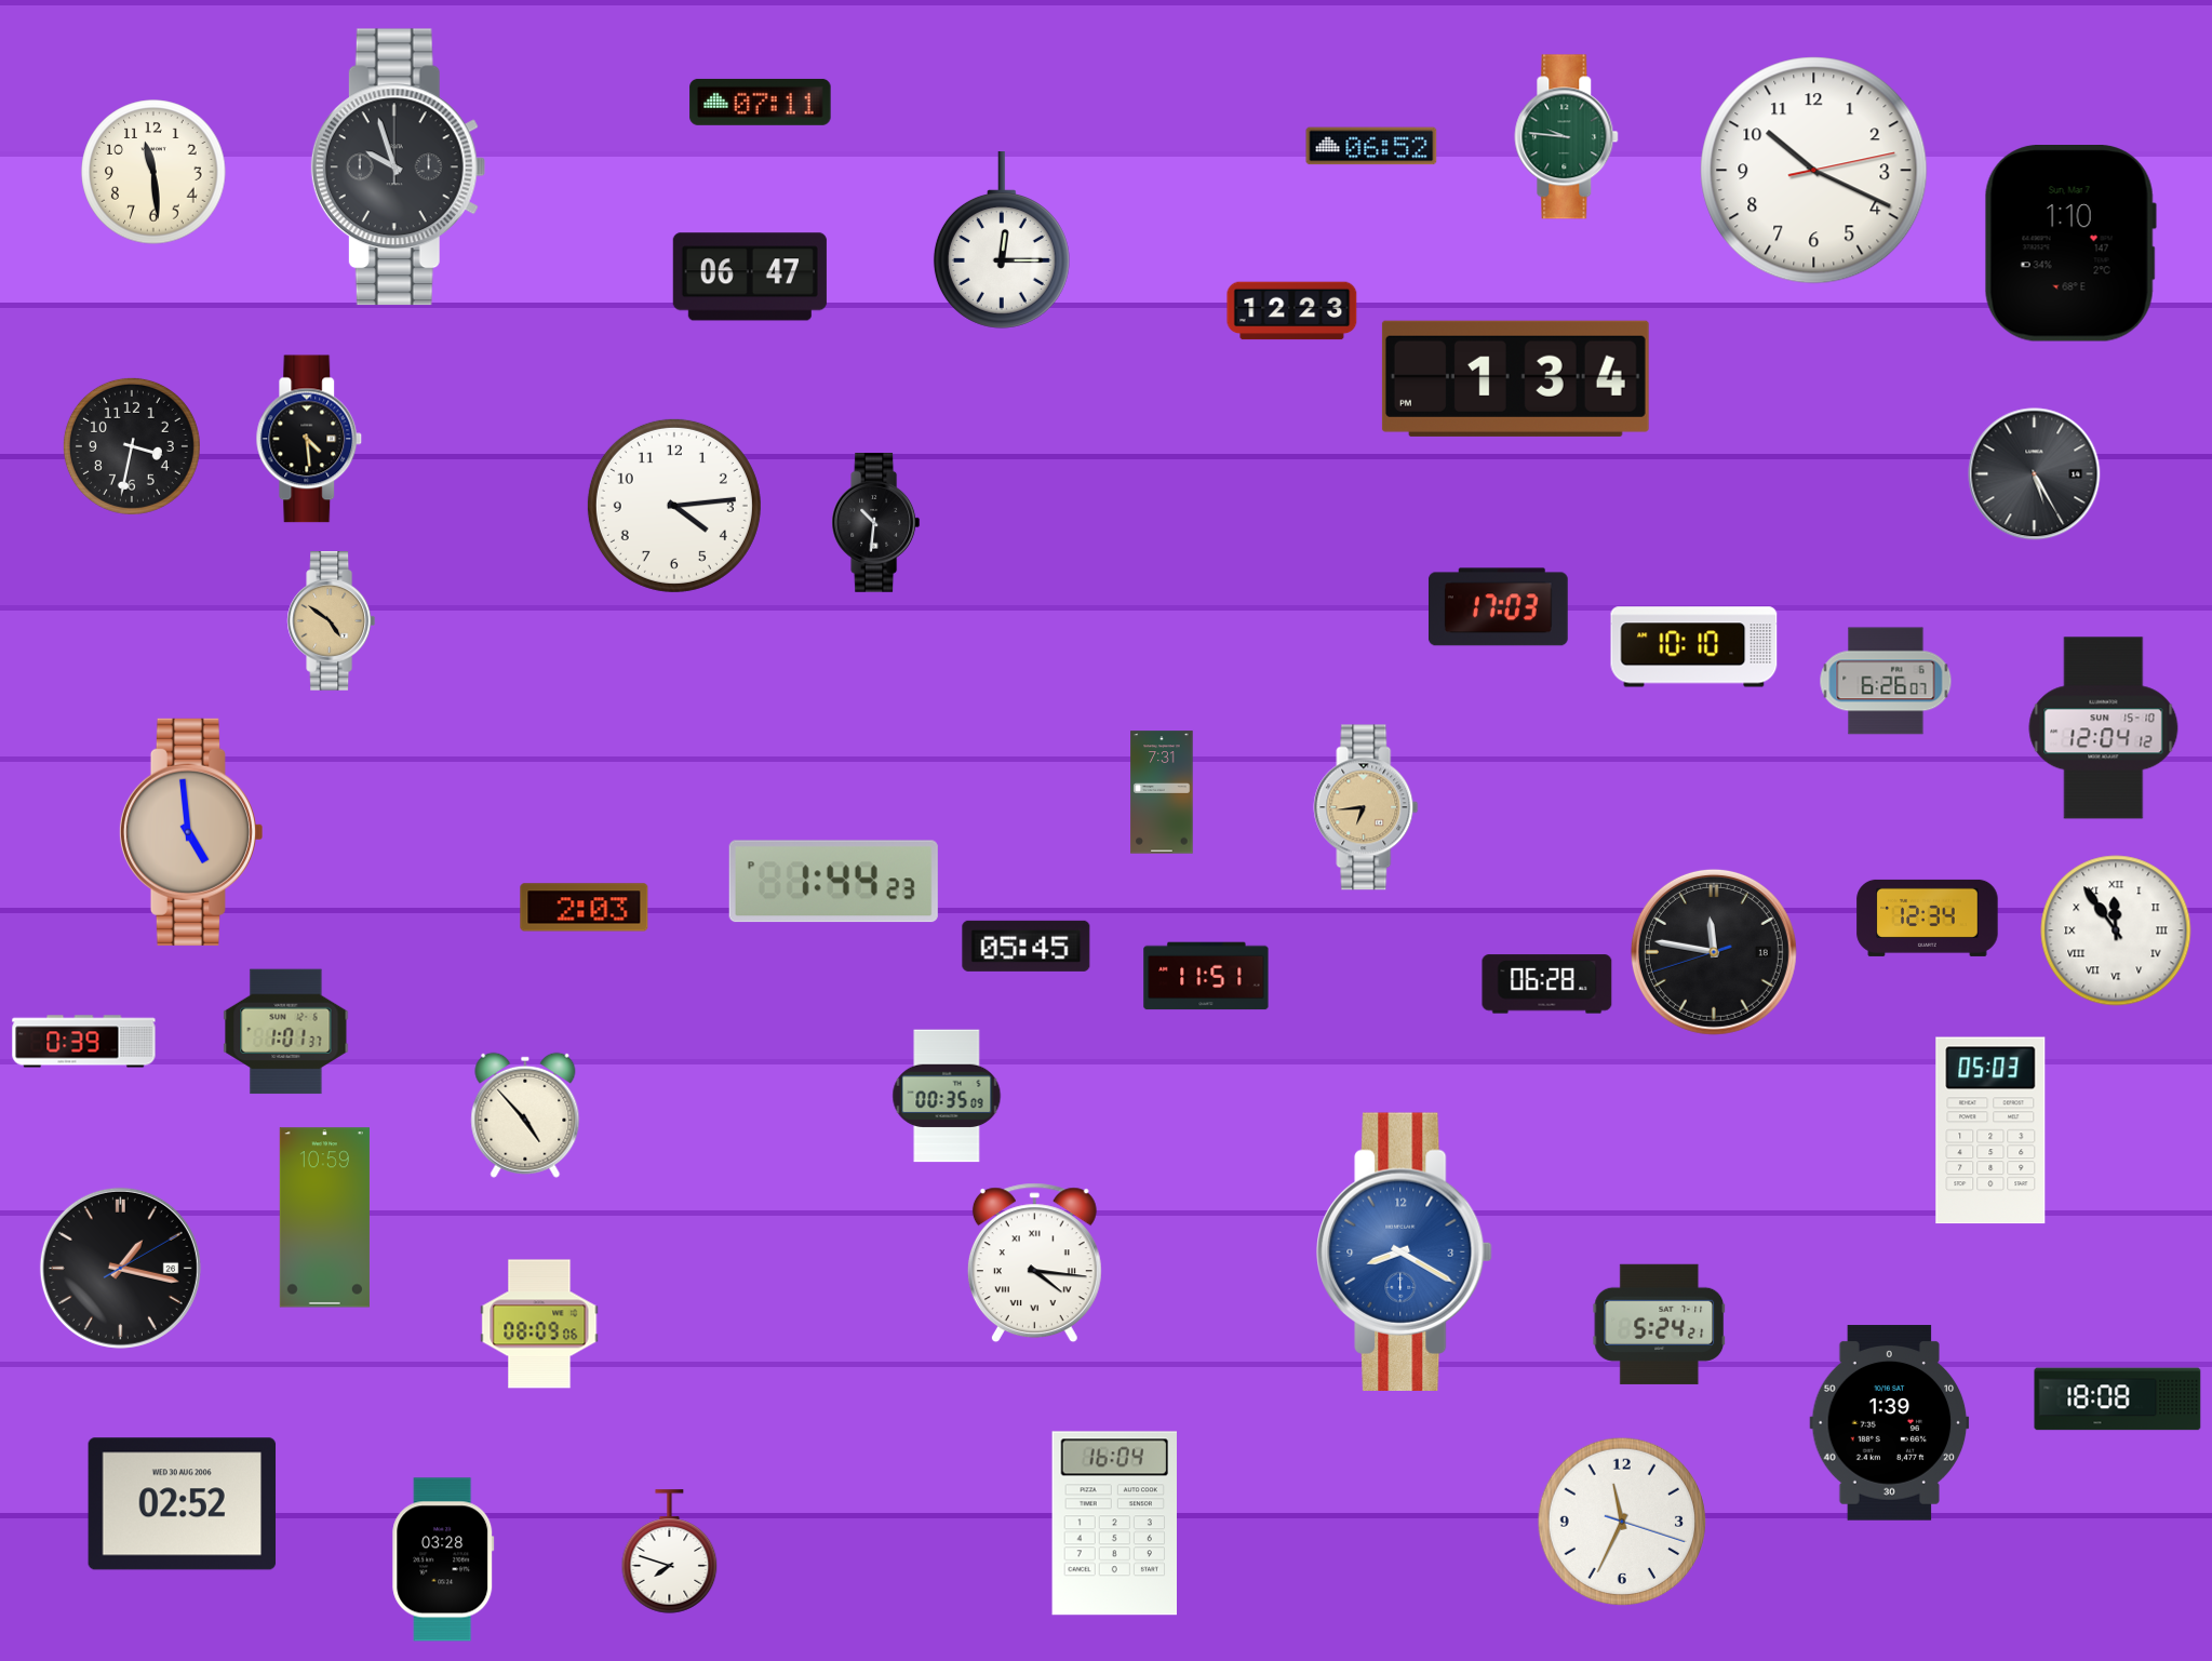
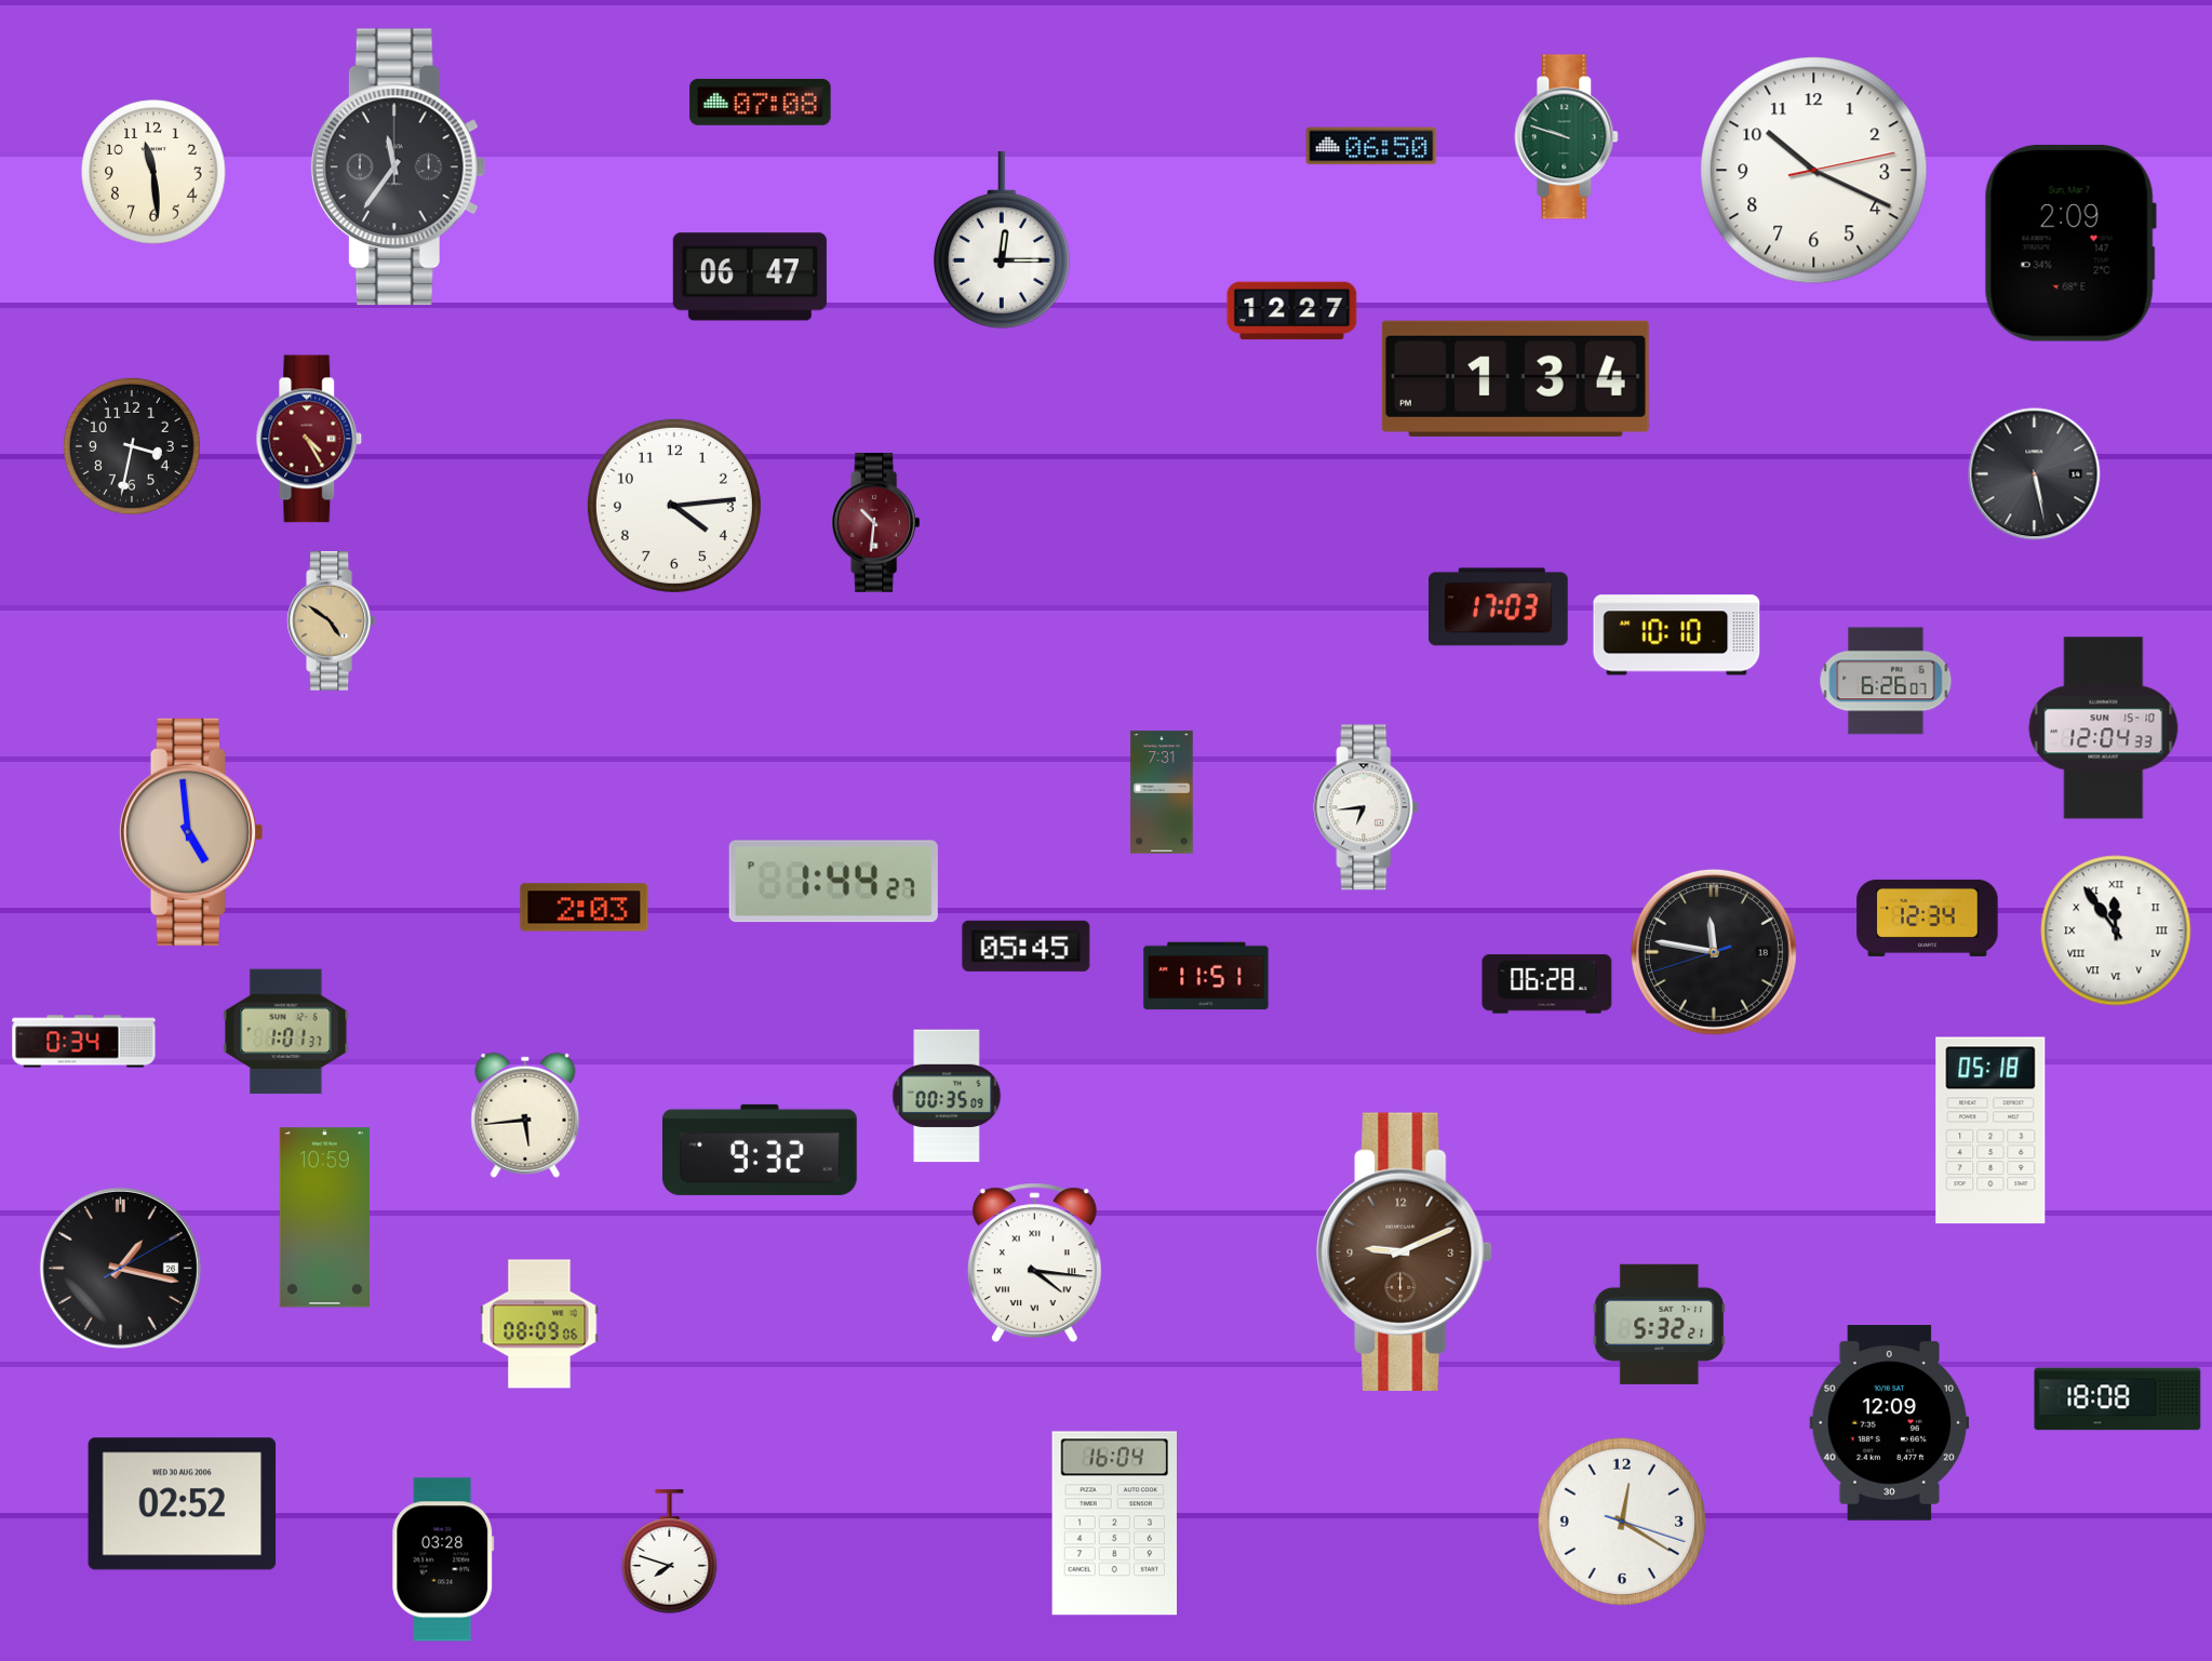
clock at (761, 102): 07:11 -> 07:08
clock at (1567, 137): 9:46 -> 9:48
clock at (1371, 146): 06:52 -> 06:50
clock at (398, 168): 9:57 -> 11:36
clock at (2070, 244): 1:10 -> 2:09
clock at (1292, 311): 12:23 -> 12:27
clock at (309, 439): 4:29 -> 4:25
clock at (309, 439) dial: black -> burgundy
clock at (2035, 474): 5:25 -> 5:28
clock at (876, 523) dial: black -> burgundy
clock at (1694, 647) position: (1694, 647) -> (1677, 635)
clock at (2104, 728): 12:04:12 -> 12:04:33
clock at (1366, 807) dial: champagne -> white
clock at (833, 882): 1:44:23 PM -> 1:44:27 PM
clock at (84, 1042): 0:39 -> 0:34
clock at (525, 1115): 4:53 -> 5:44
clock at (1990, 1130): 05:03 -> 05:18
clock at (761, 1150): none -> 9:32
clock at (1405, 1251): 8:20 -> 9:11
clock at (1405, 1251) dial: blue -> brown
clock at (1660, 1324): 5:24 -> 5:32
clock at (1890, 1423): 1:39 -> 12:09
clock at (1622, 1522): 11:34 -> 12:20
